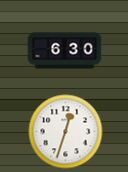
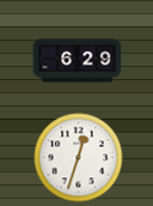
clock at (65, 51): 6:30 -> 6:29
